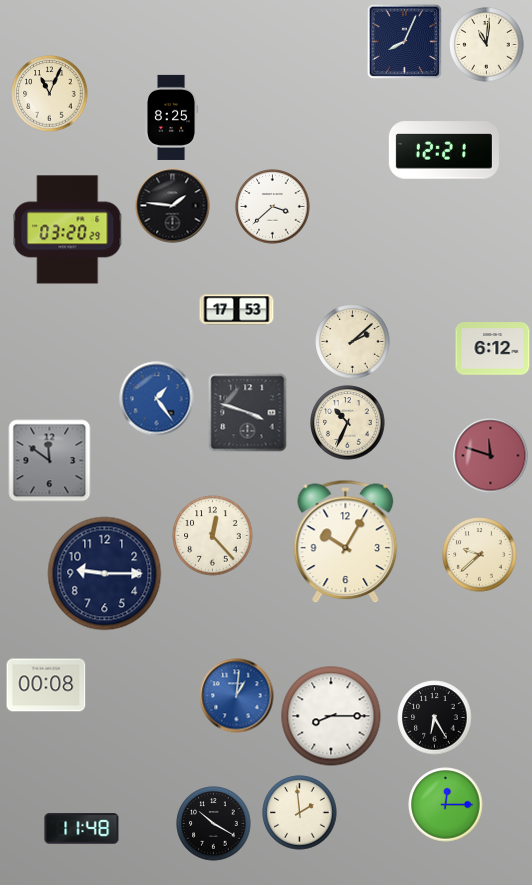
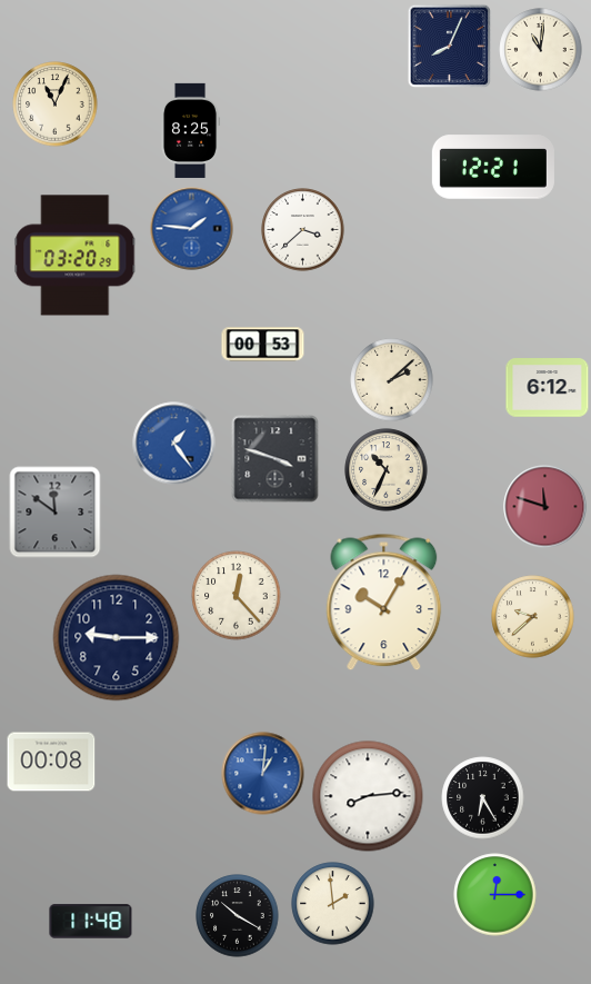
clock at (173, 206) dial: black -> blue
clock at (237, 310): 17:53 -> 00:53
clock at (331, 716): 8:15 -> 8:14
